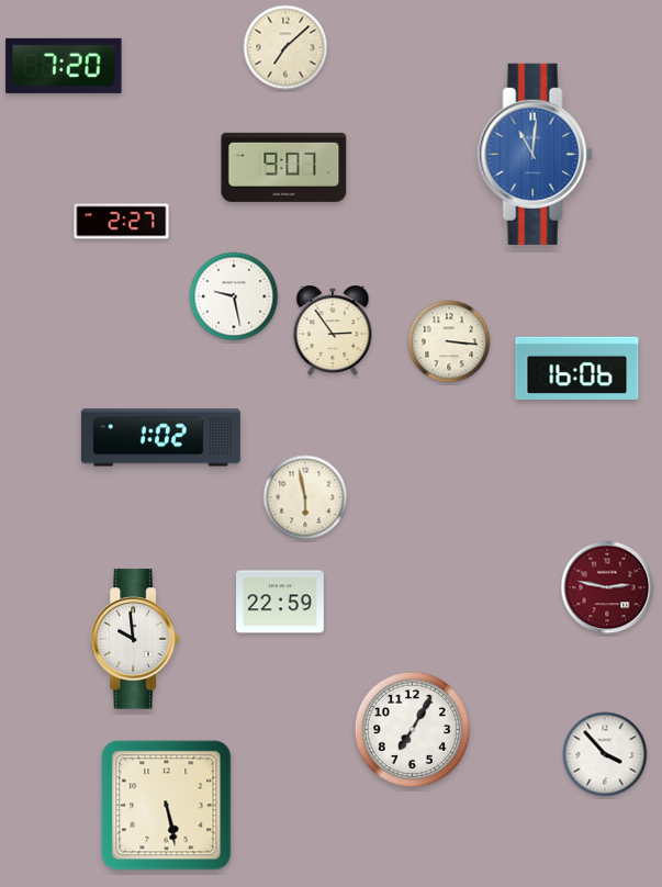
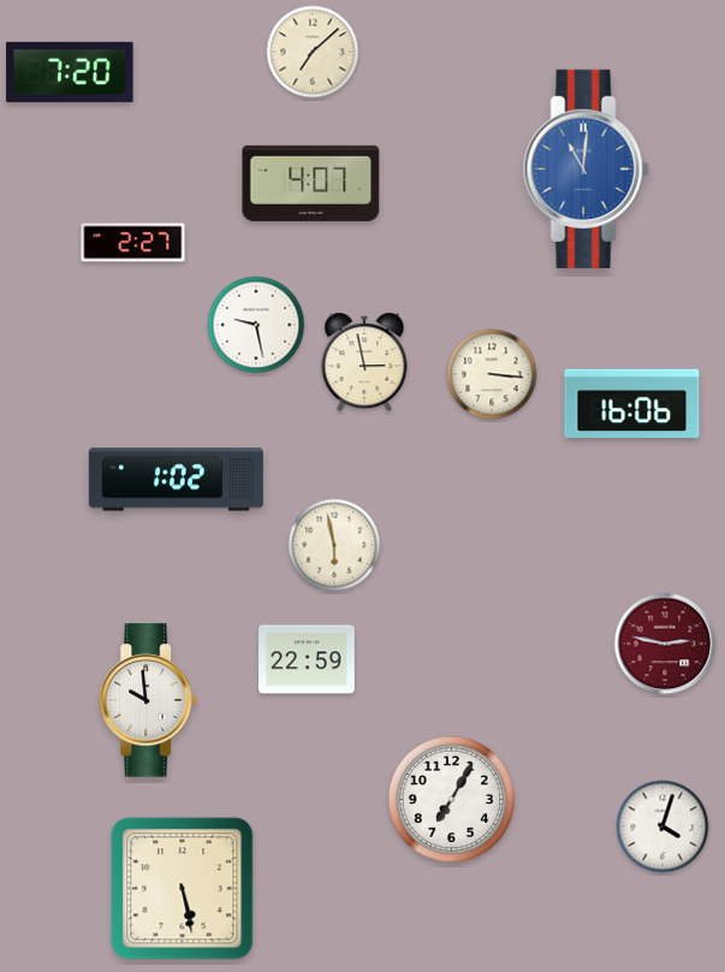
clock at (284, 167): 9:07 -> 4:07
clock at (333, 330): 2:54 -> 2:58
clock at (605, 754): 3:53 -> 4:03
clock at (167, 806) position: (167, 806) -> (183, 889)
